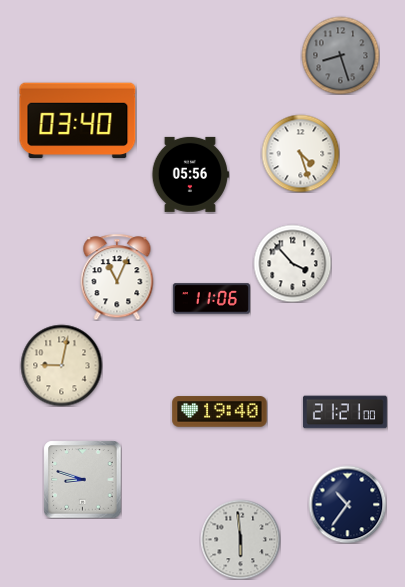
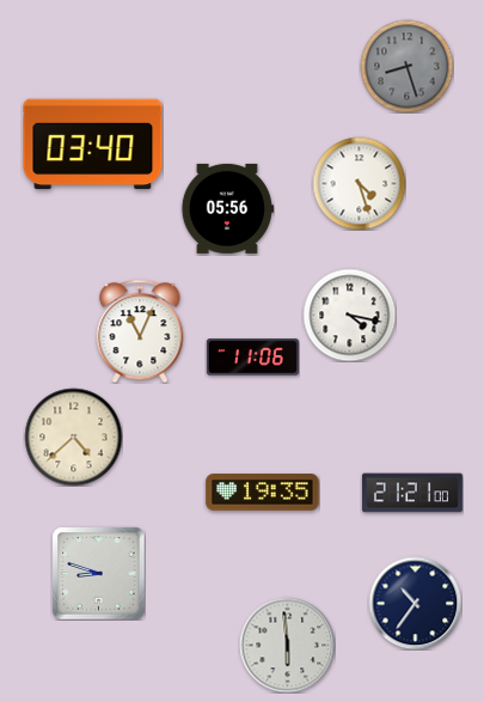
clock at (292, 263): 3:53 -> 4:17
clock at (61, 365): 9:02 -> 4:38
clock at (220, 412): 19:40 -> 19:35
